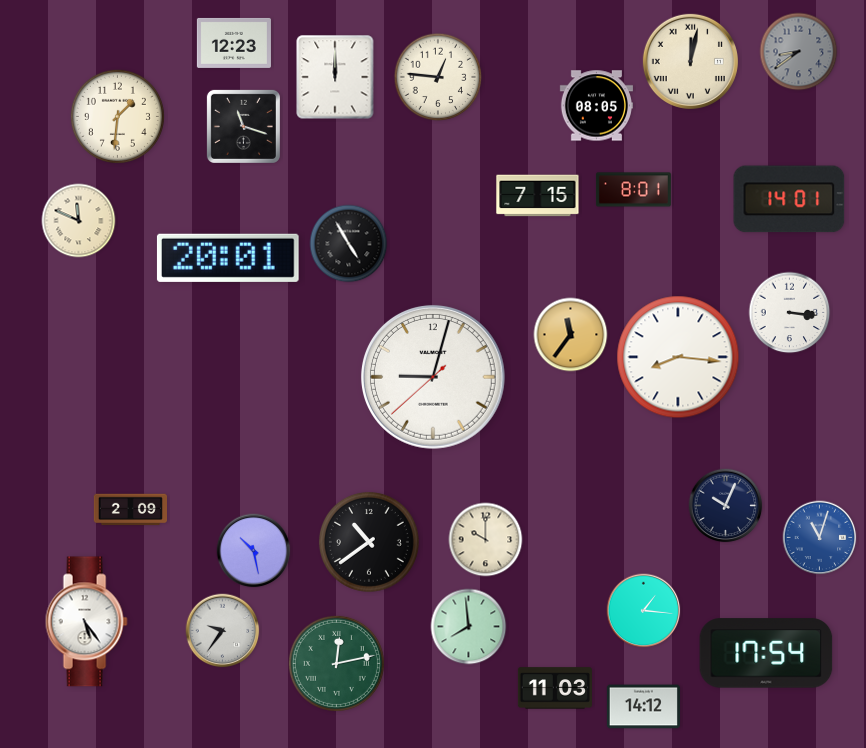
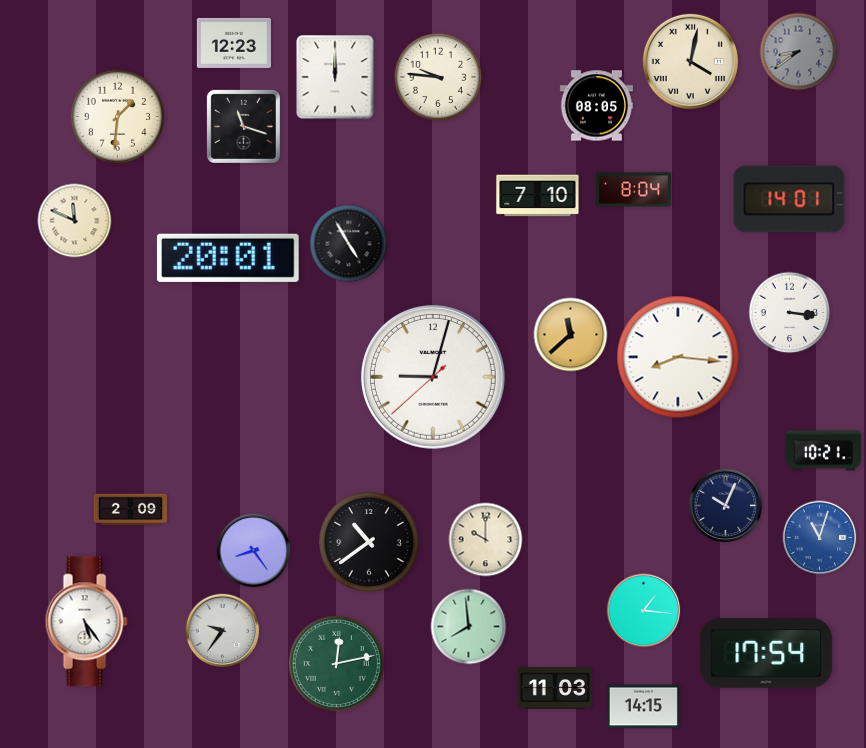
clock at (690, 61): 12:02 -> 4:02
clock at (438, 77): 12:46 -> 9:46
clock at (633, 190): 8:01 -> 8:04
clock at (538, 196): 7:15 -> 7:10
clock at (79, 221) position: (79, 221) -> (75, 221)
clock at (571, 335): 11:36 -> 11:38
clock at (823, 451): none -> 10:21
clock at (254, 551): 10:28 -> 8:24
clock at (643, 707): 14:12 -> 14:15
